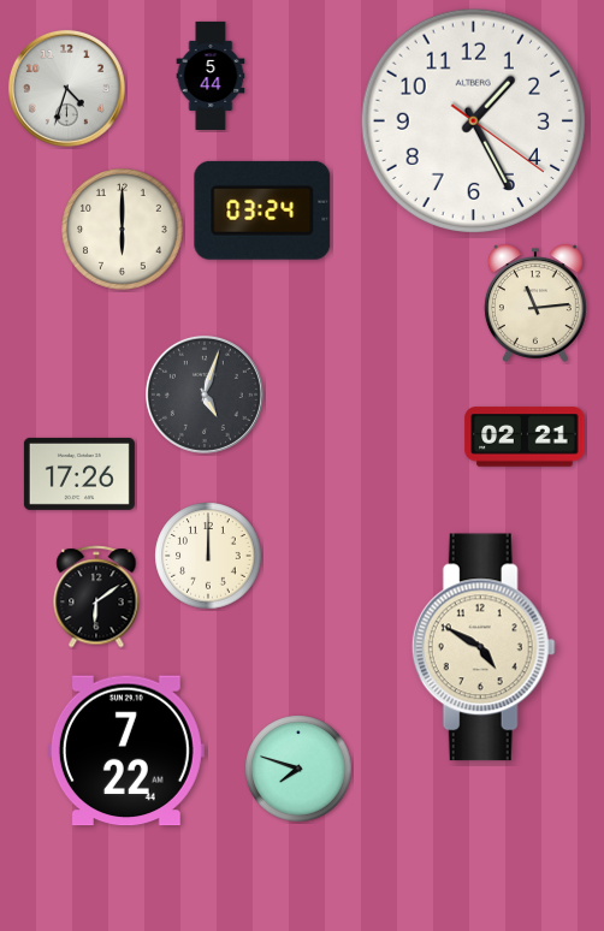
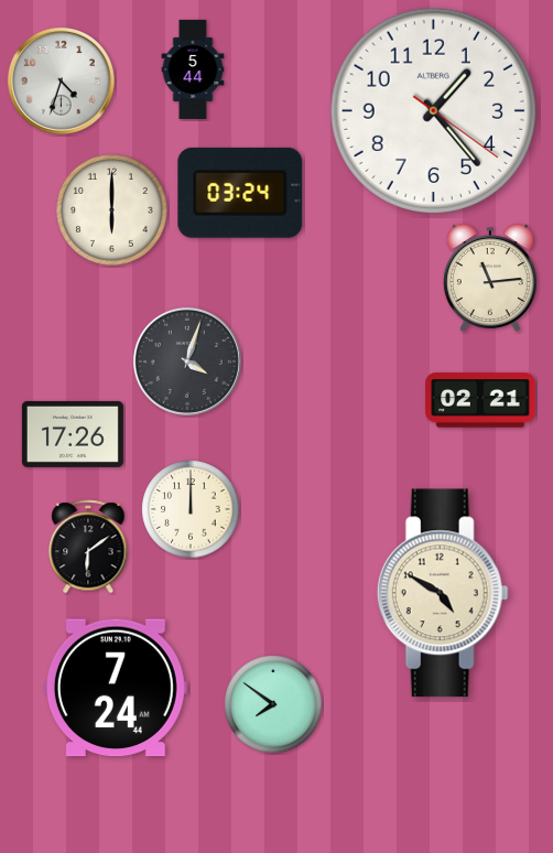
clock at (473, 120): 1:25 -> 1:23
clock at (205, 395): 5:03 -> 4:03
clock at (126, 751): 7:22 -> 7:24
clock at (298, 769): 7:48 -> 7:51
